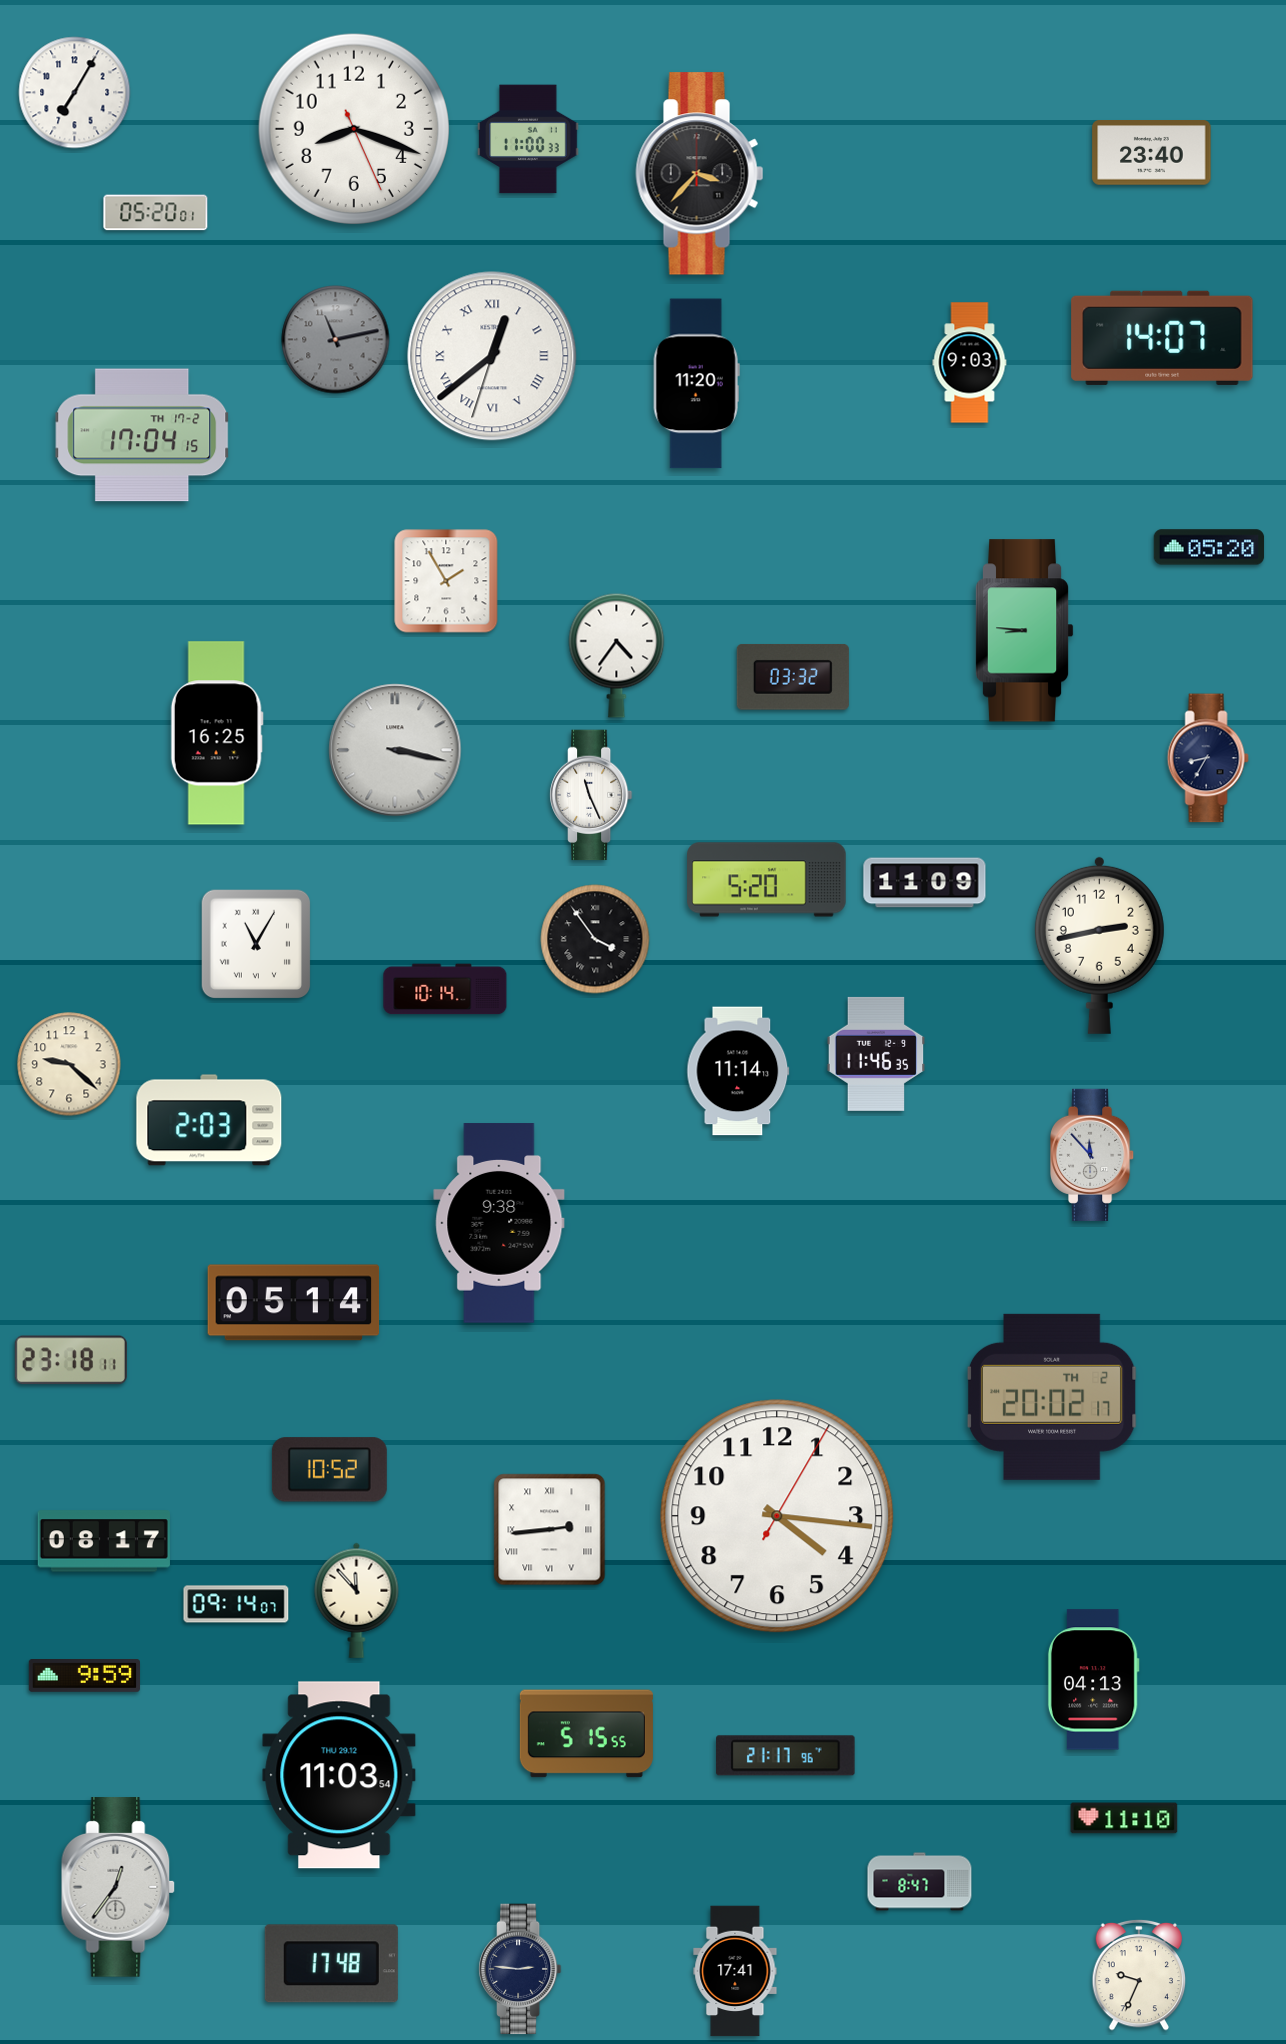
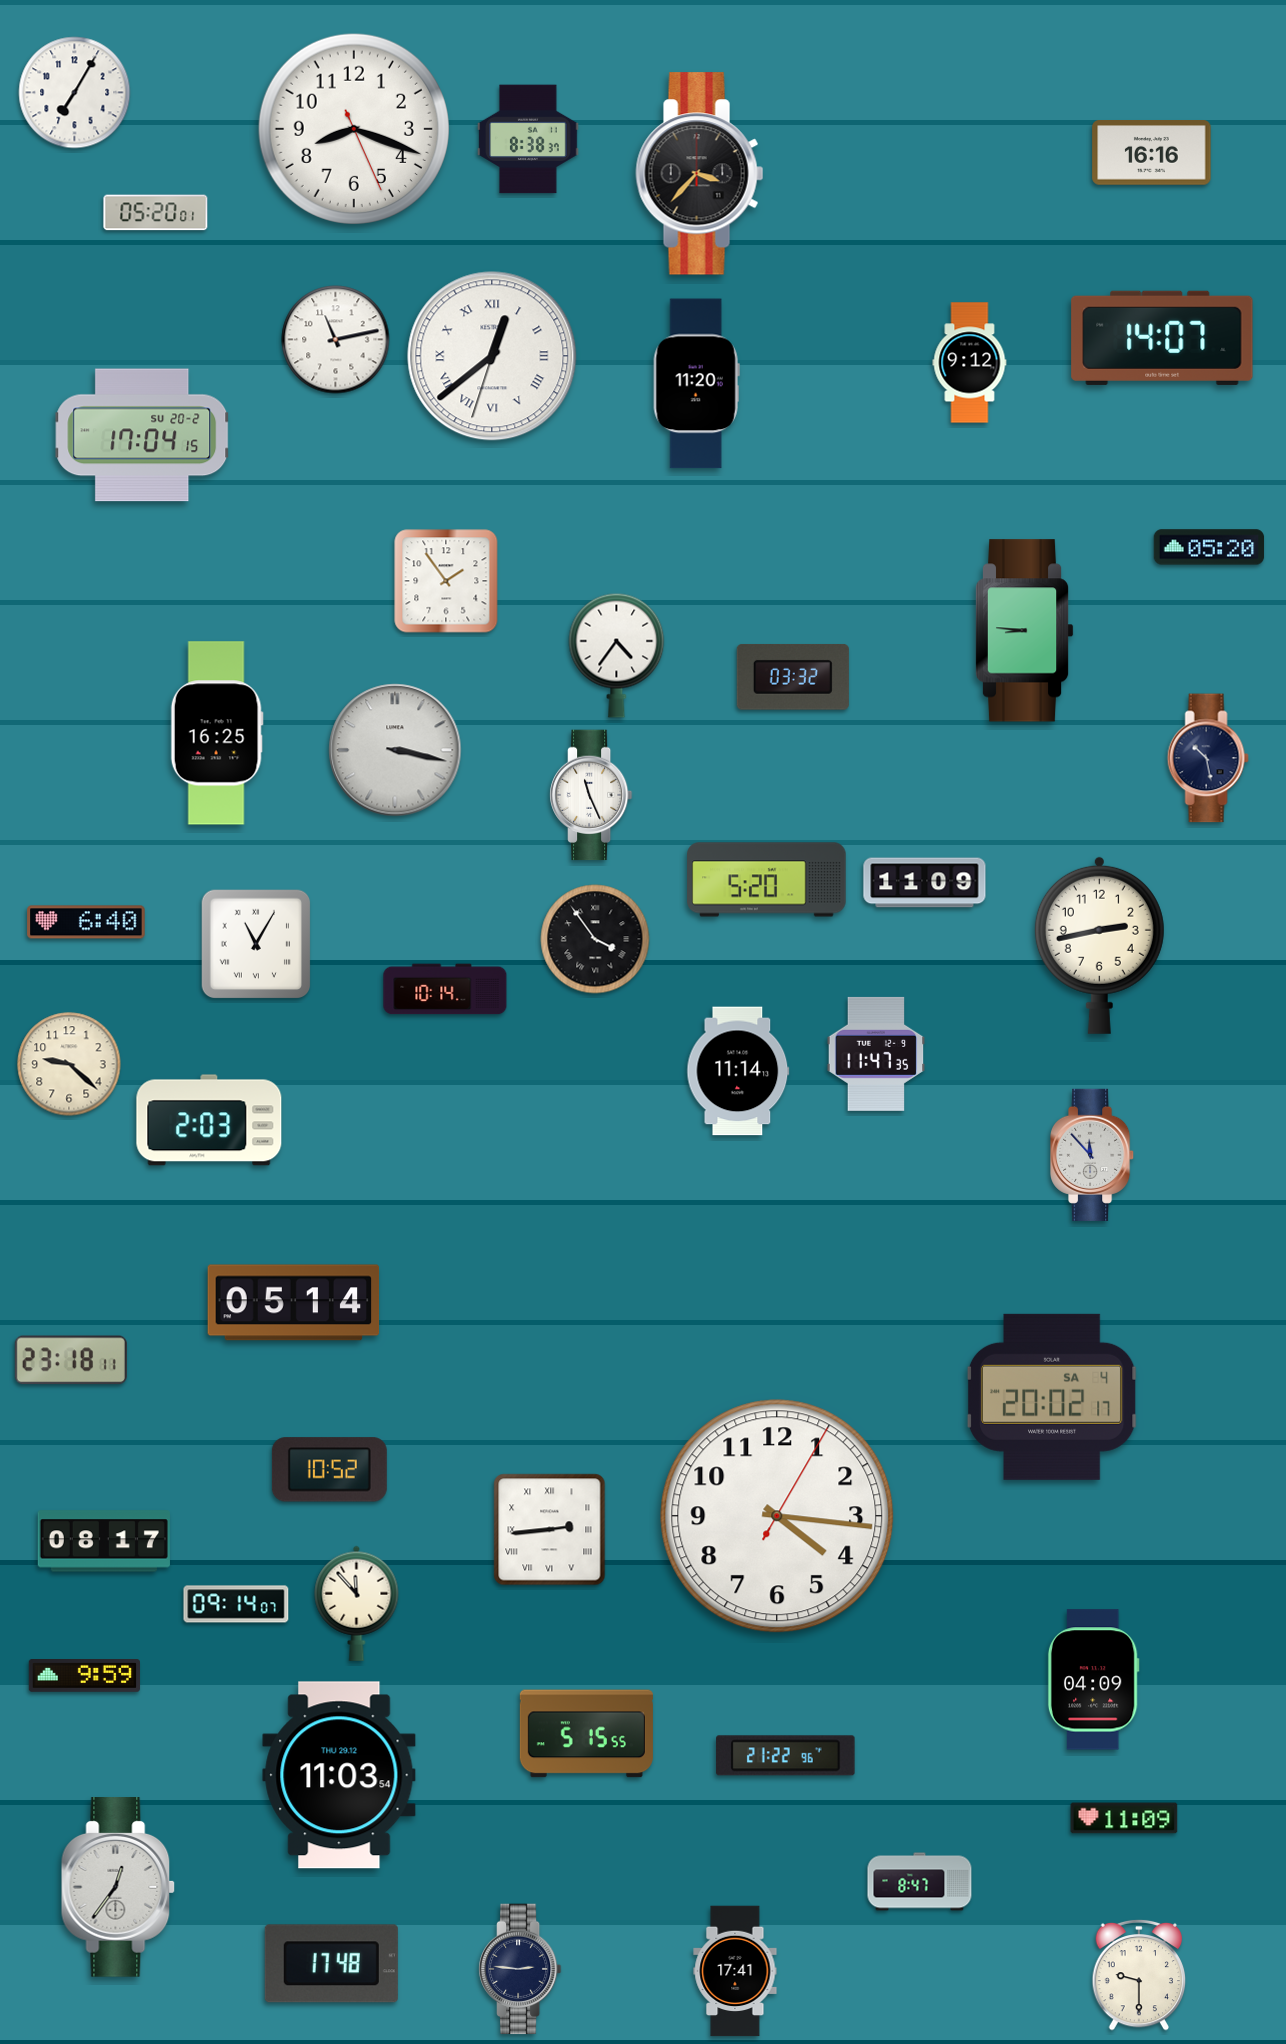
clock at (528, 139): 11:00 -> 8:38
clock at (1152, 153): 23:40 -> 16:16
clock at (336, 340) dial: grey -> white
clock at (970, 363): 9:03 -> 9:12
clock at (142, 435) date: TH 17-2 -> SU 20-2
clock at (446, 581): 1:55 -> 1:54
clock at (1208, 758): 8:35 -> 10:28
clock at (86, 922): none -> 6:40
clock at (876, 1054): 11:46 -> 11:47
clock at (499, 1223): 9:38 -> none
clock at (1052, 1397) date: TH 2 -> SA 4
clock at (357, 1600) position: (357, 1600) -> (357, 1603)
clock at (1093, 1680): 04:13 -> 04:09
clock at (786, 1756): 21:17 -> 21:22
clock at (1124, 1818): 11:10 -> 11:09
clock at (1139, 1975): 9:34 -> 9:30
